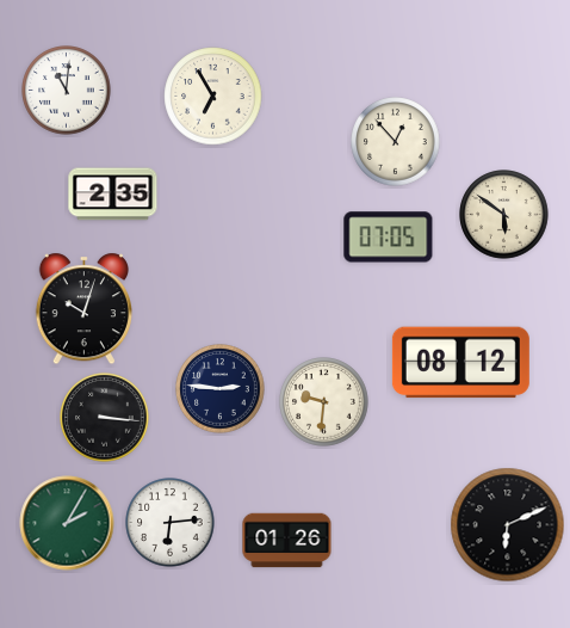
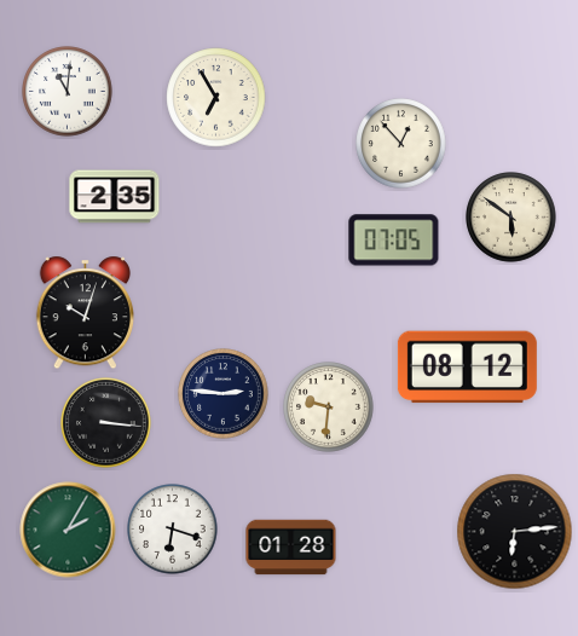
clock at (171, 523): 6:14 -> 6:18
clock at (508, 525): 6:11 -> 6:14
clock at (287, 541): 01:26 -> 01:28
